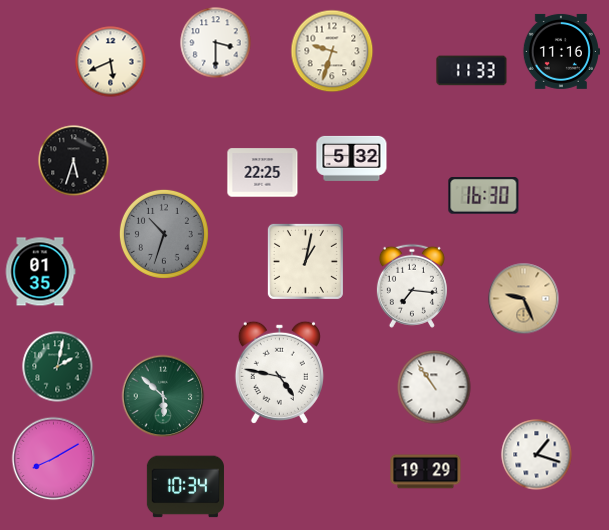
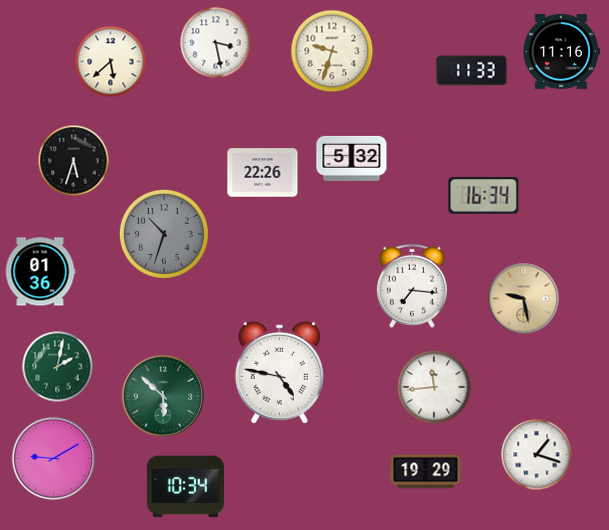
clock at (216, 43): 3:30 -> 3:28
clock at (111, 62): 5:41 -> 5:38
clock at (263, 173): 22:25 -> 22:26
clock at (484, 196): 16:30 -> 16:34
clock at (305, 261): 1:02 -> none
clock at (40, 272): 01:35 -> 01:36
clock at (524, 299): 9:26 -> 9:28
clock at (434, 387): 10:54 -> 11:44
clock at (54, 459): 8:10 -> 9:10
